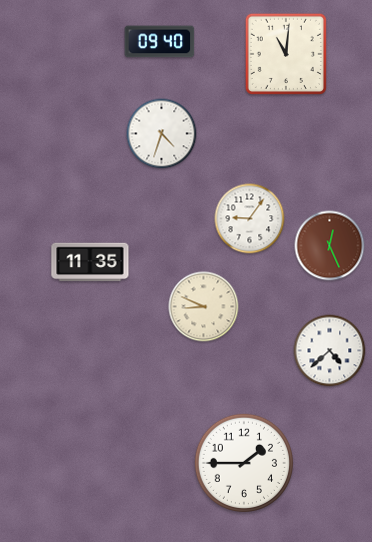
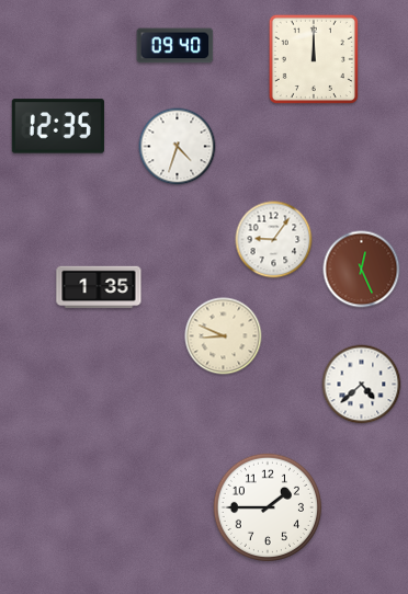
clock at (286, 54): 11:01 -> 12:00
clock at (58, 126): none -> 12:35
clock at (90, 262): 11:35 -> 1:35
